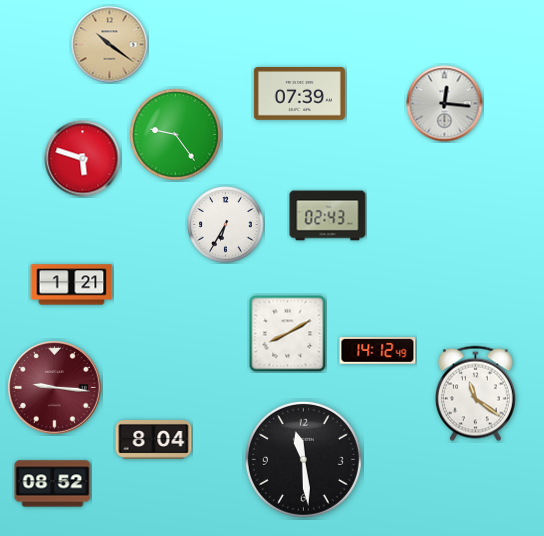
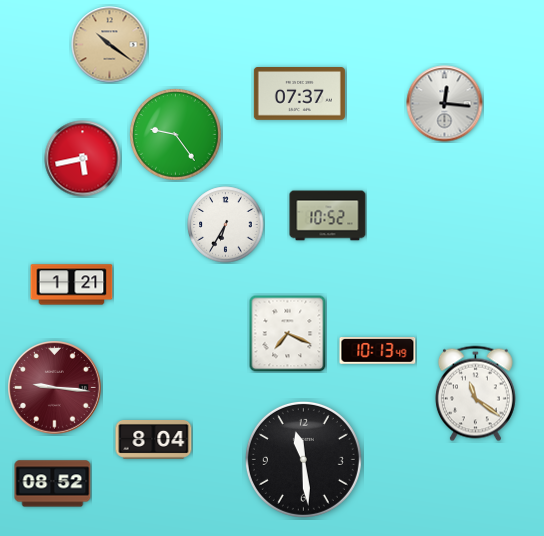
clock at (299, 94): 07:39 -> 07:37
clock at (83, 159): 5:48 -> 5:43
clock at (328, 216): 02:43 -> 10:52
clock at (287, 333): 8:10 -> 7:19
clock at (378, 351): 14:12 -> 10:13
